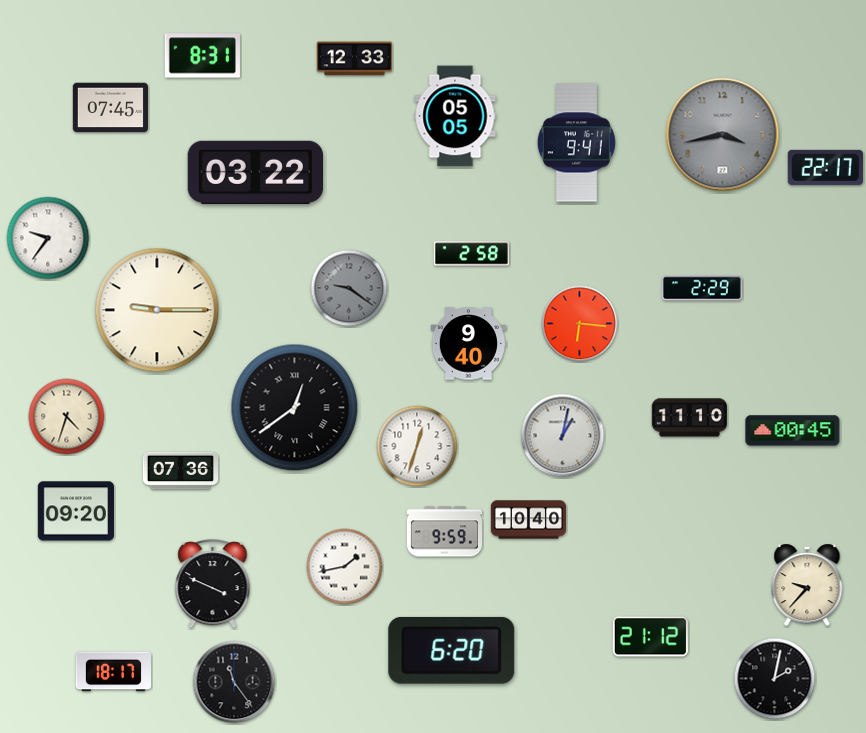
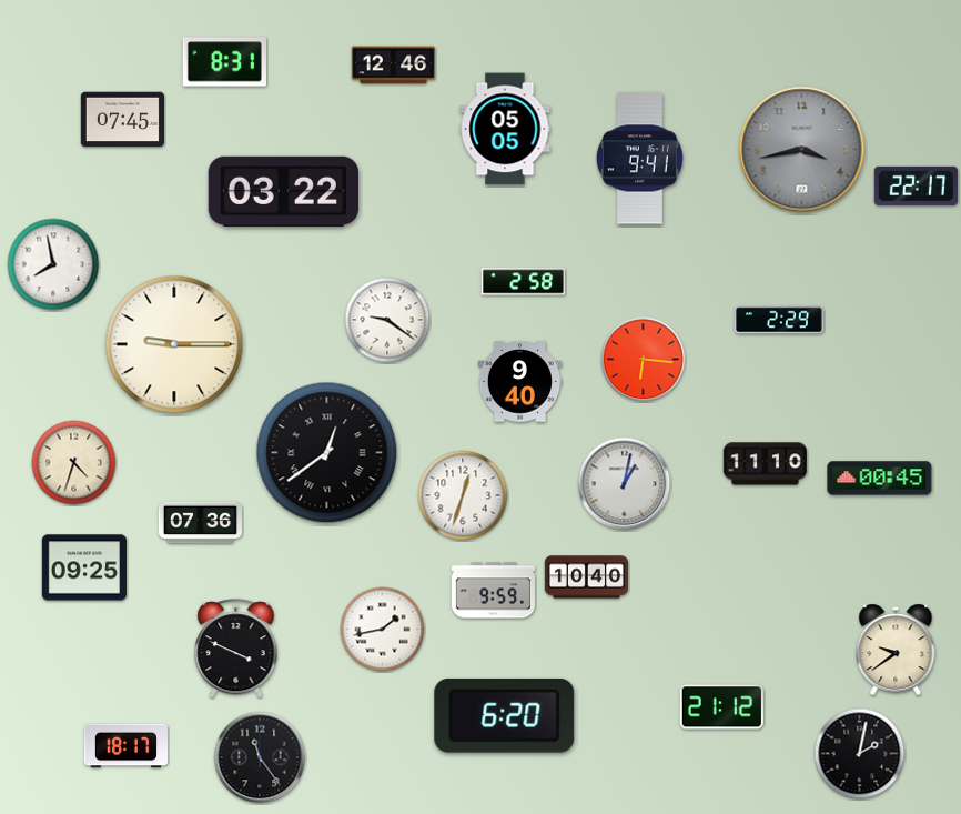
clock at (354, 59): 12:33 -> 12:46
clock at (48, 238): 9:36 -> 7:58
clock at (349, 288) dial: grey -> white
clock at (76, 511): 09:20 -> 09:25
clock at (807, 585): 9:37 -> 9:39
clock at (452, 650) position: (452, 650) -> (505, 715)
